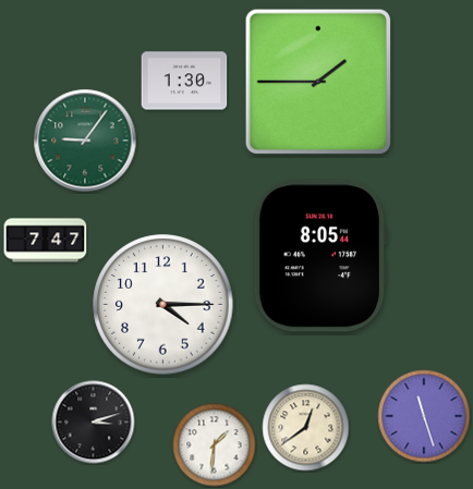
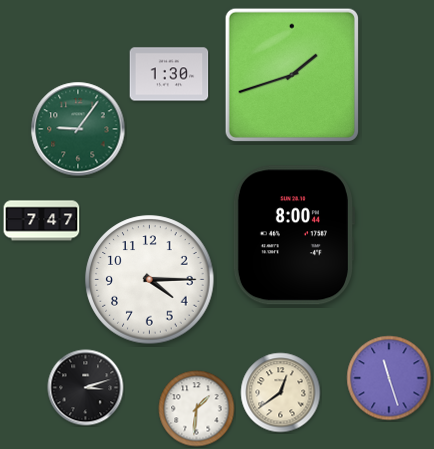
clock at (318, 82): 1:45 -> 1:42
clock at (319, 256): 8:05 -> 8:00
clock at (424, 416) position: (424, 416) -> (389, 378)
